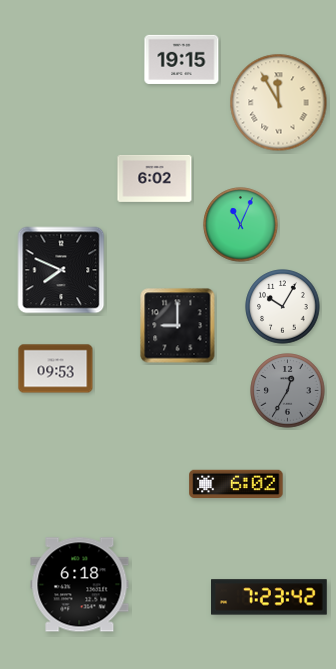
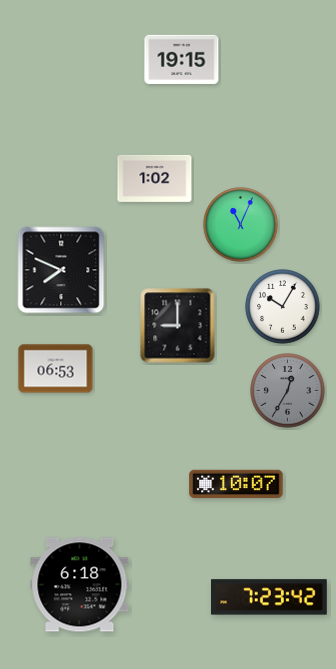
clock at (279, 103): 11:55 -> none
clock at (155, 178): 6:02 -> 1:02
clock at (56, 369): 09:53 -> 06:53
clock at (236, 484): 6:02 -> 10:07
